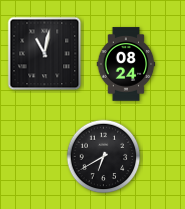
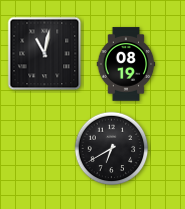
clock at (126, 64): 08:24 -> 08:19
clock at (104, 157) position: (104, 157) -> (112, 149)
